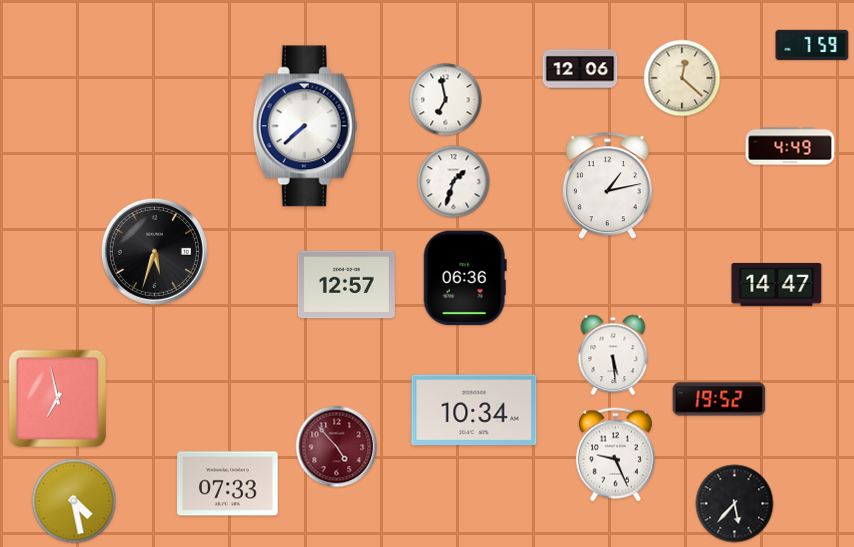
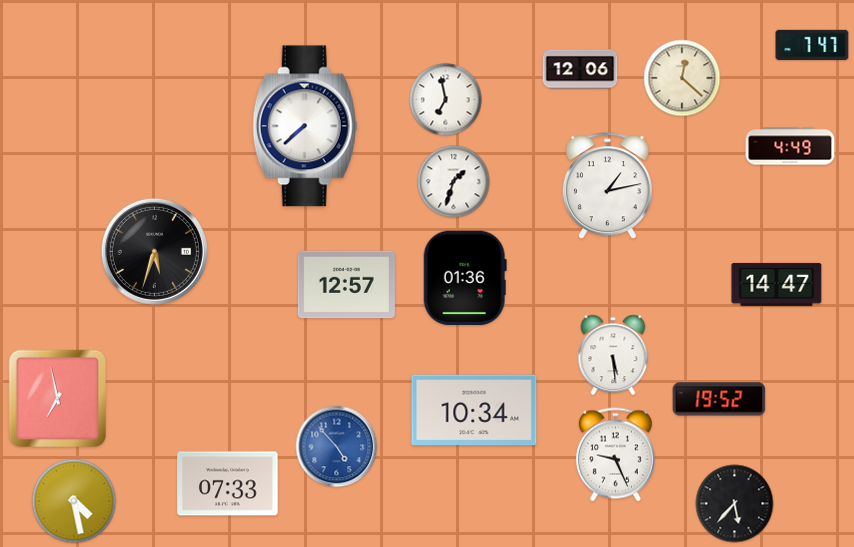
clock at (812, 45): 7:59 -> 7:47
clock at (465, 278): 06:36 -> 01:36
clock at (337, 447) dial: burgundy -> blue
